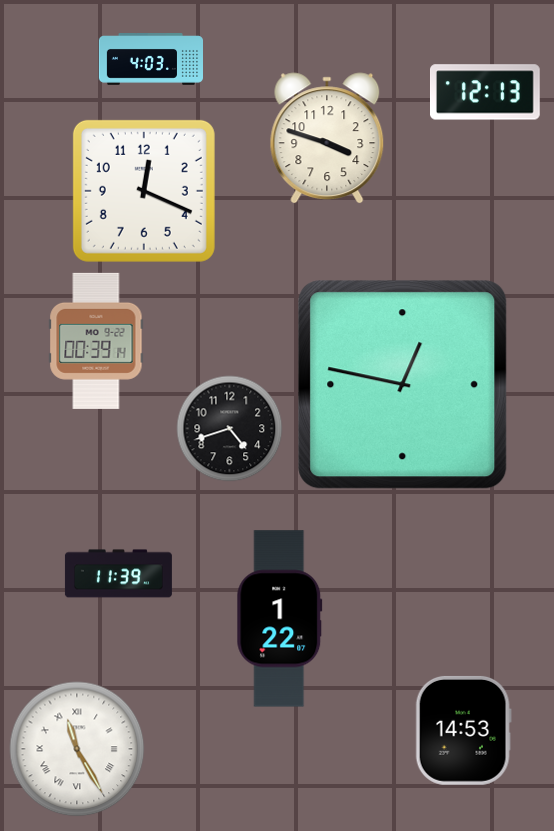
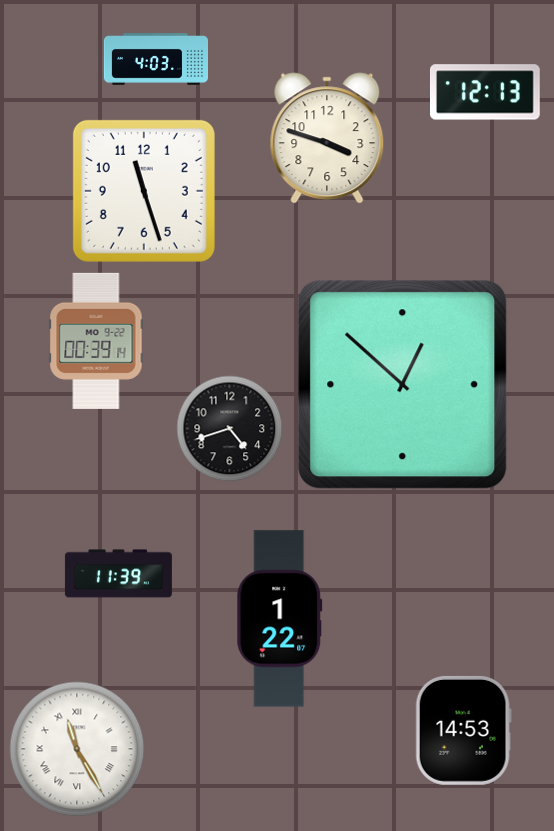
clock at (150, 60) position: (150, 60) -> (155, 60)
clock at (144, 191): 12:19 -> 11:27
clock at (403, 385): 12:47 -> 12:52
